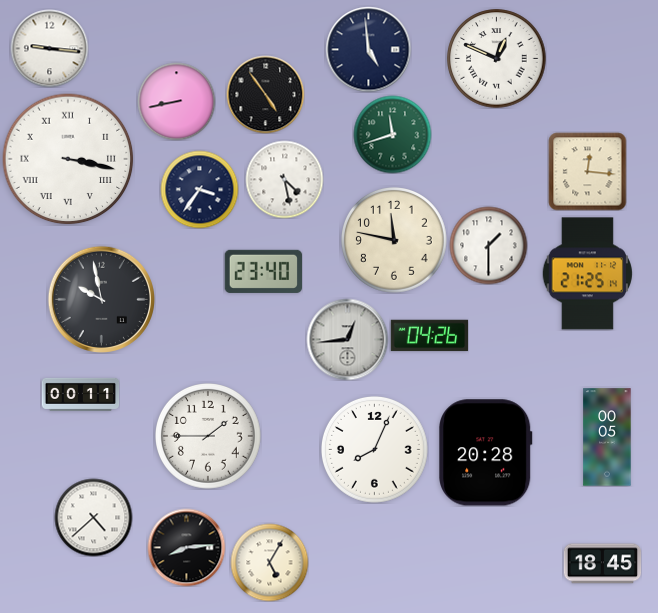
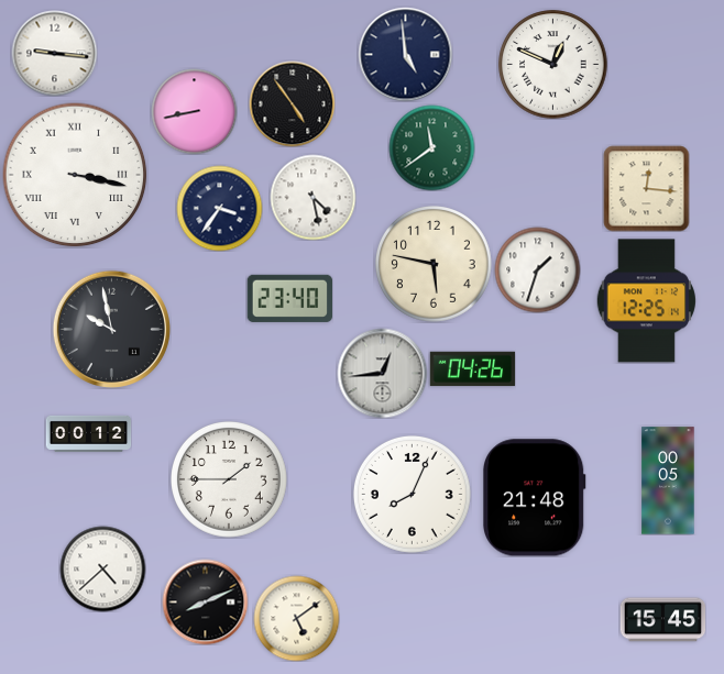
clock at (497, 59) position: (497, 59) -> (553, 65)
clock at (392, 134): 11:42 -> 11:39
clock at (395, 241): 11:47 -> 5:47
clock at (488, 245): 1:30 -> 1:33
clock at (587, 274): 21:25 -> 12:25
clock at (80, 394): 00:11 -> 00:12
clock at (486, 453): 20:28 -> 21:48
clock at (186, 547): 8:14 -> 8:11
clock at (269, 562): 5:05 -> 5:09
clock at (602, 564): 18:45 -> 15:45
